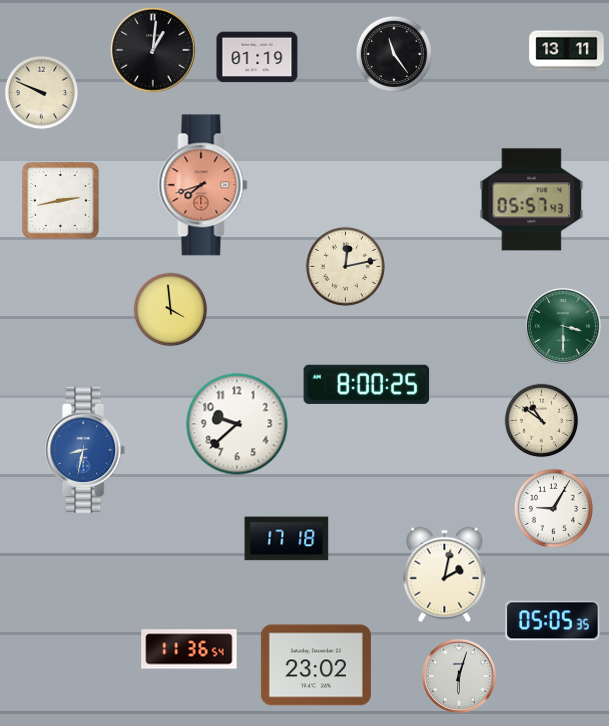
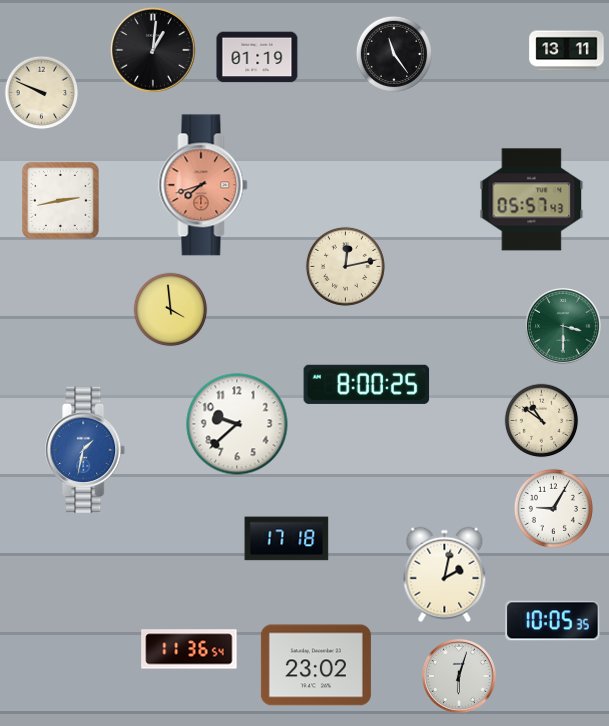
clock at (86, 450): 8:32 -> 1:32
clock at (553, 621): 05:05 -> 10:05
